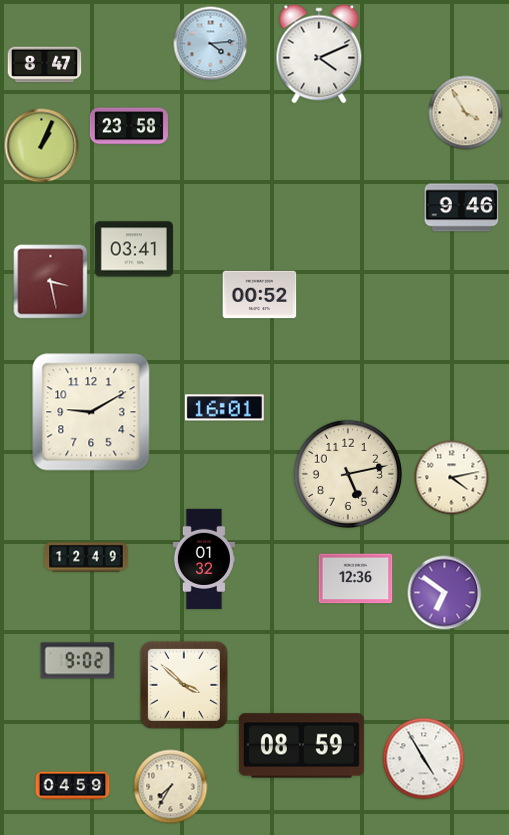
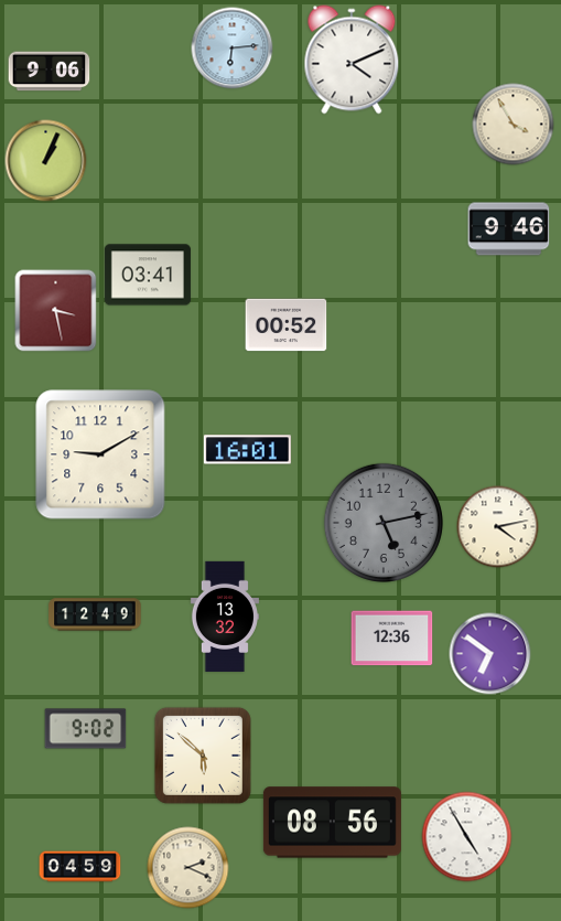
clock at (211, 44): 4:14 -> 6:14
clock at (45, 65): 8:47 -> 9:06
clock at (129, 126): 23:58 -> none
clock at (348, 474) dial: cream -> grey
clock at (204, 559): 01:32 -> 13:32
clock at (184, 685): 3:52 -> 5:52
clock at (301, 746): 08:59 -> 08:56
clock at (171, 787): 7:35 -> 2:19
